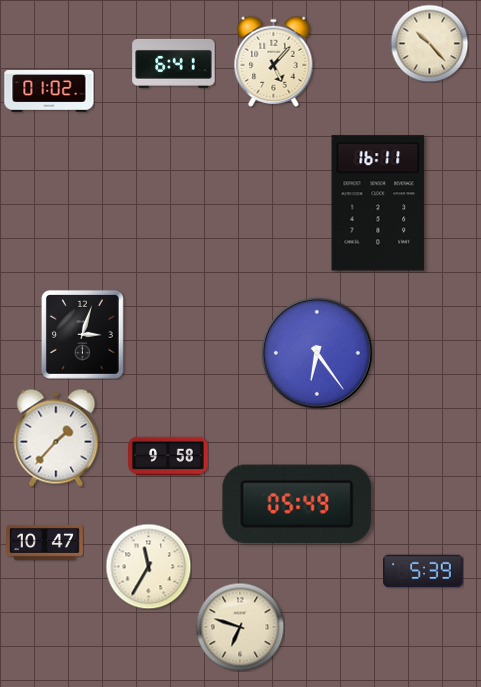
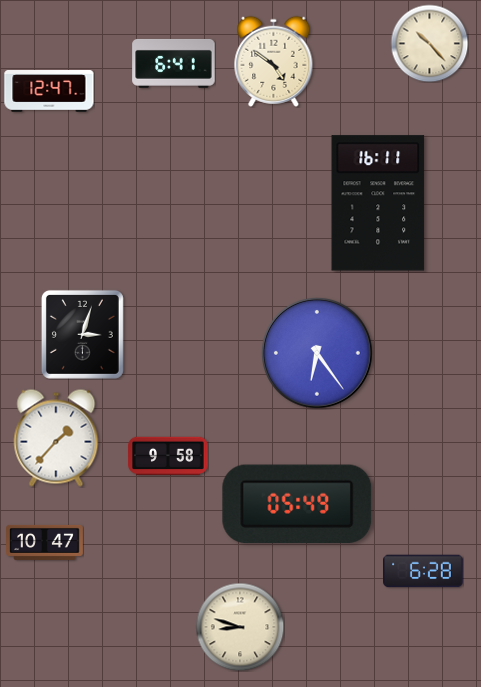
clock at (274, 61): 5:07 -> 4:51
clock at (49, 92): 01:02 -> 12:47
clock at (148, 566): 11:35 -> none
clock at (423, 571): 5:39 -> 6:28
clock at (240, 627): 6:48 -> 8:48
